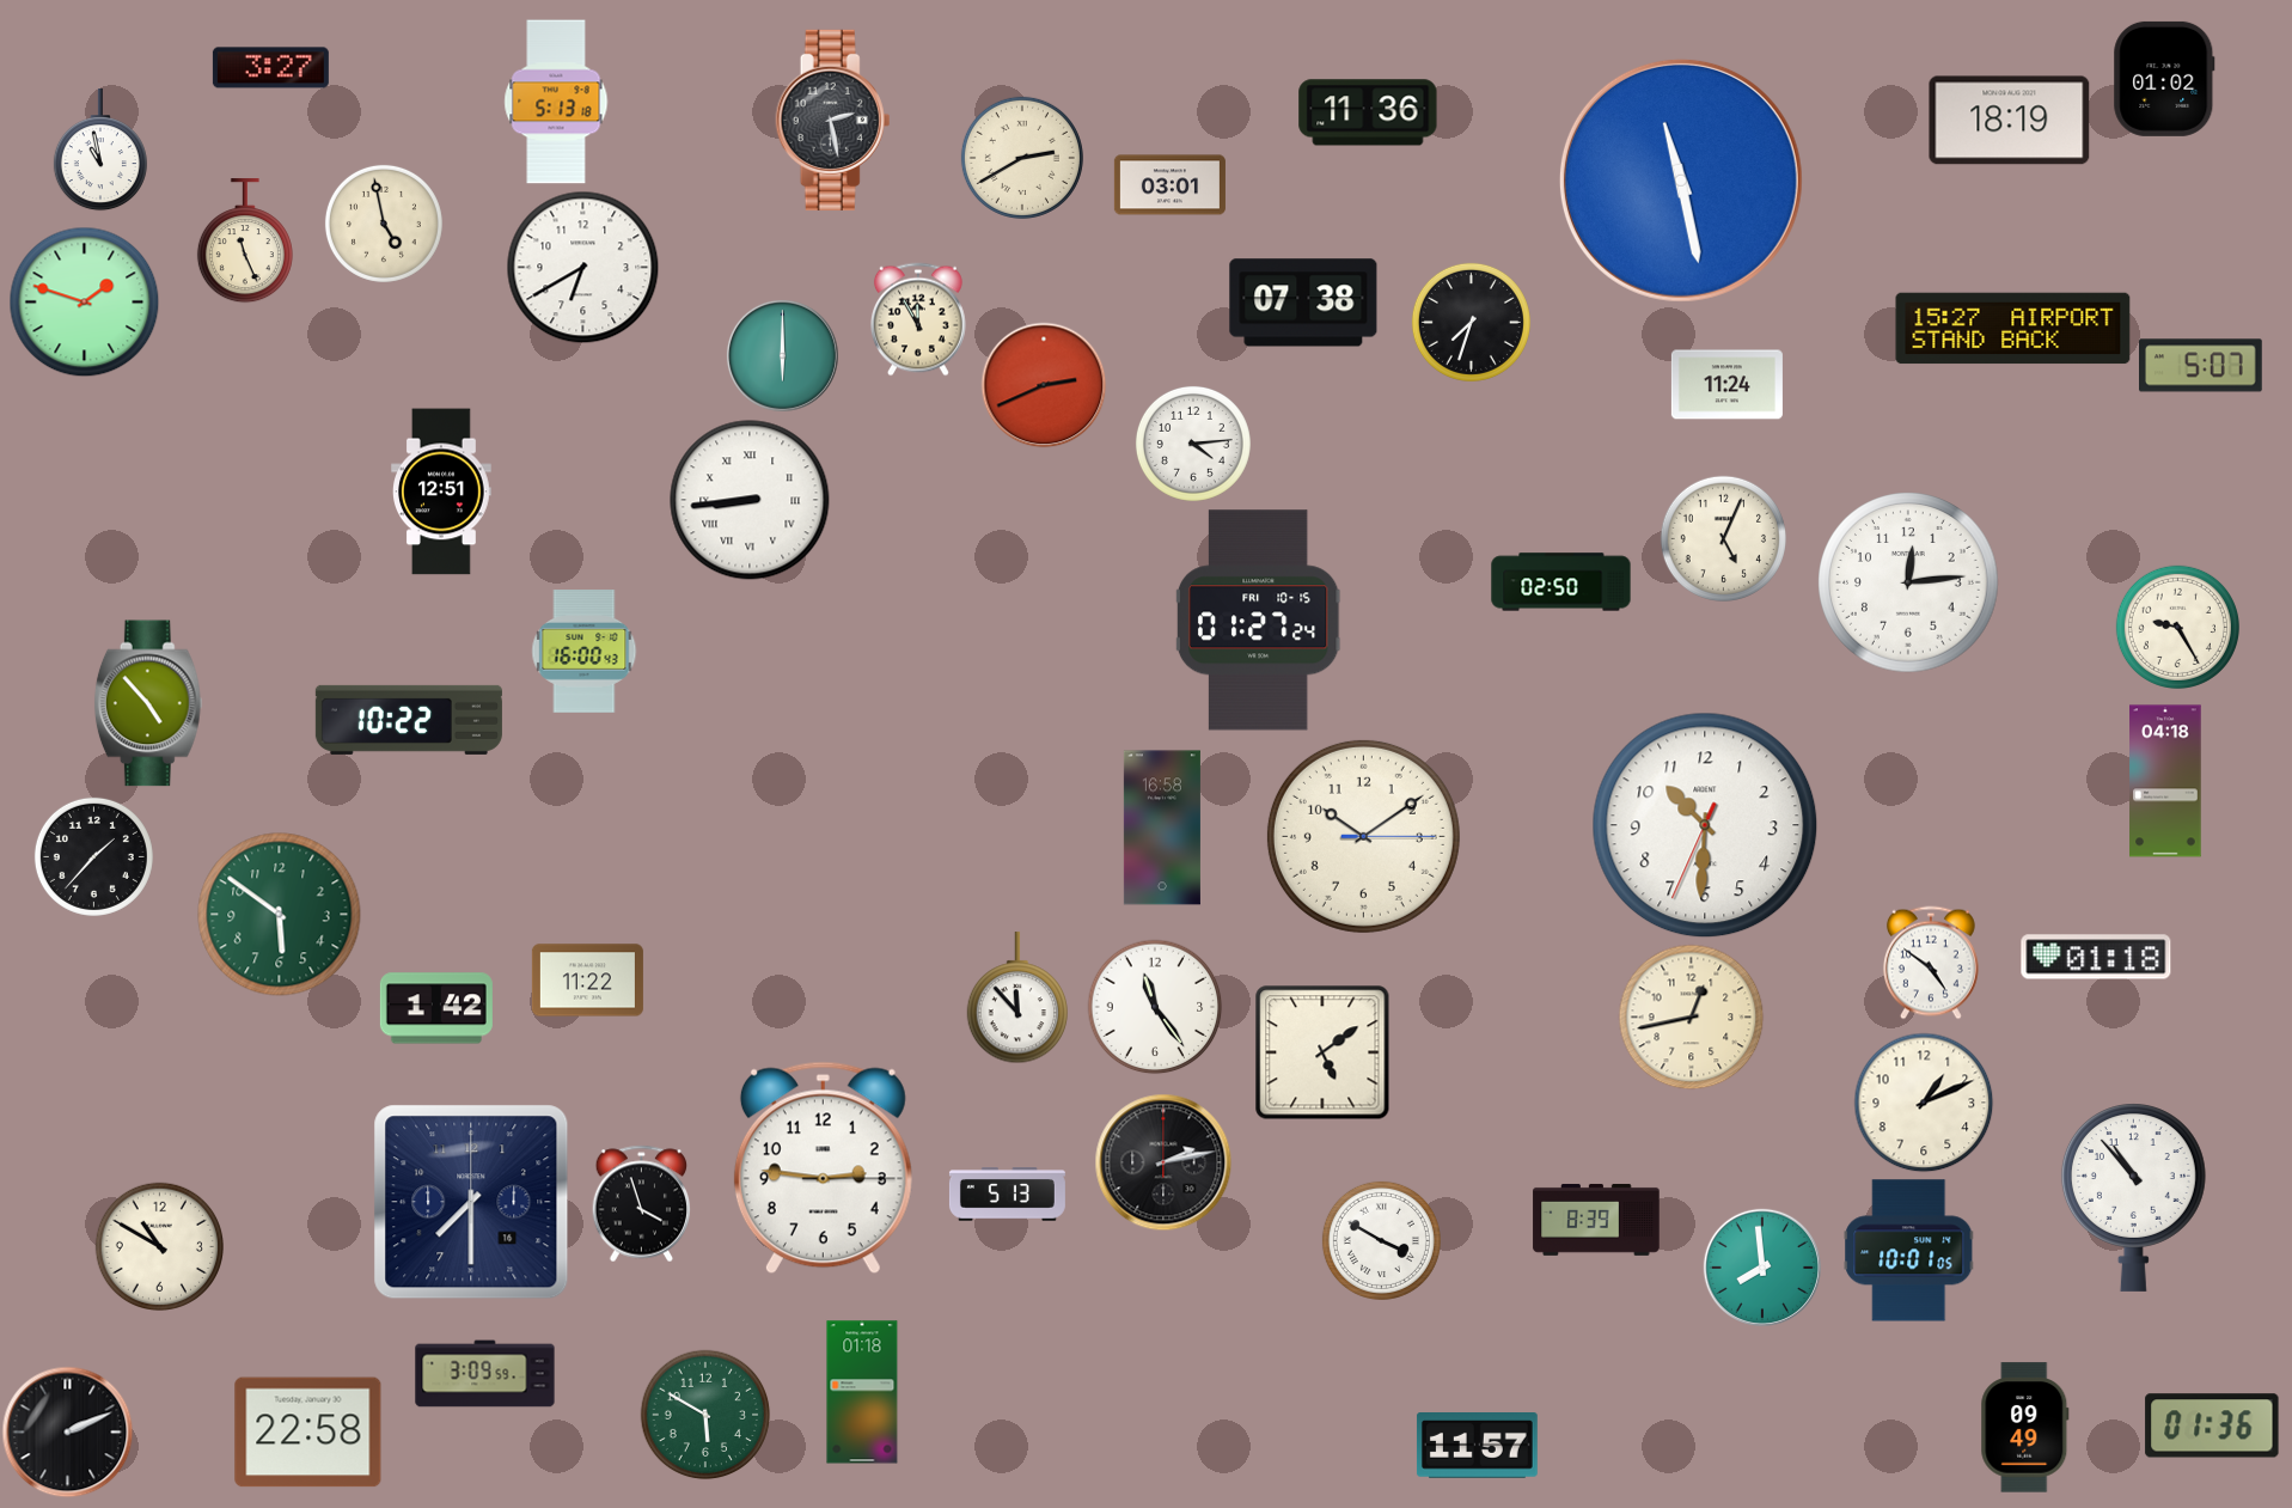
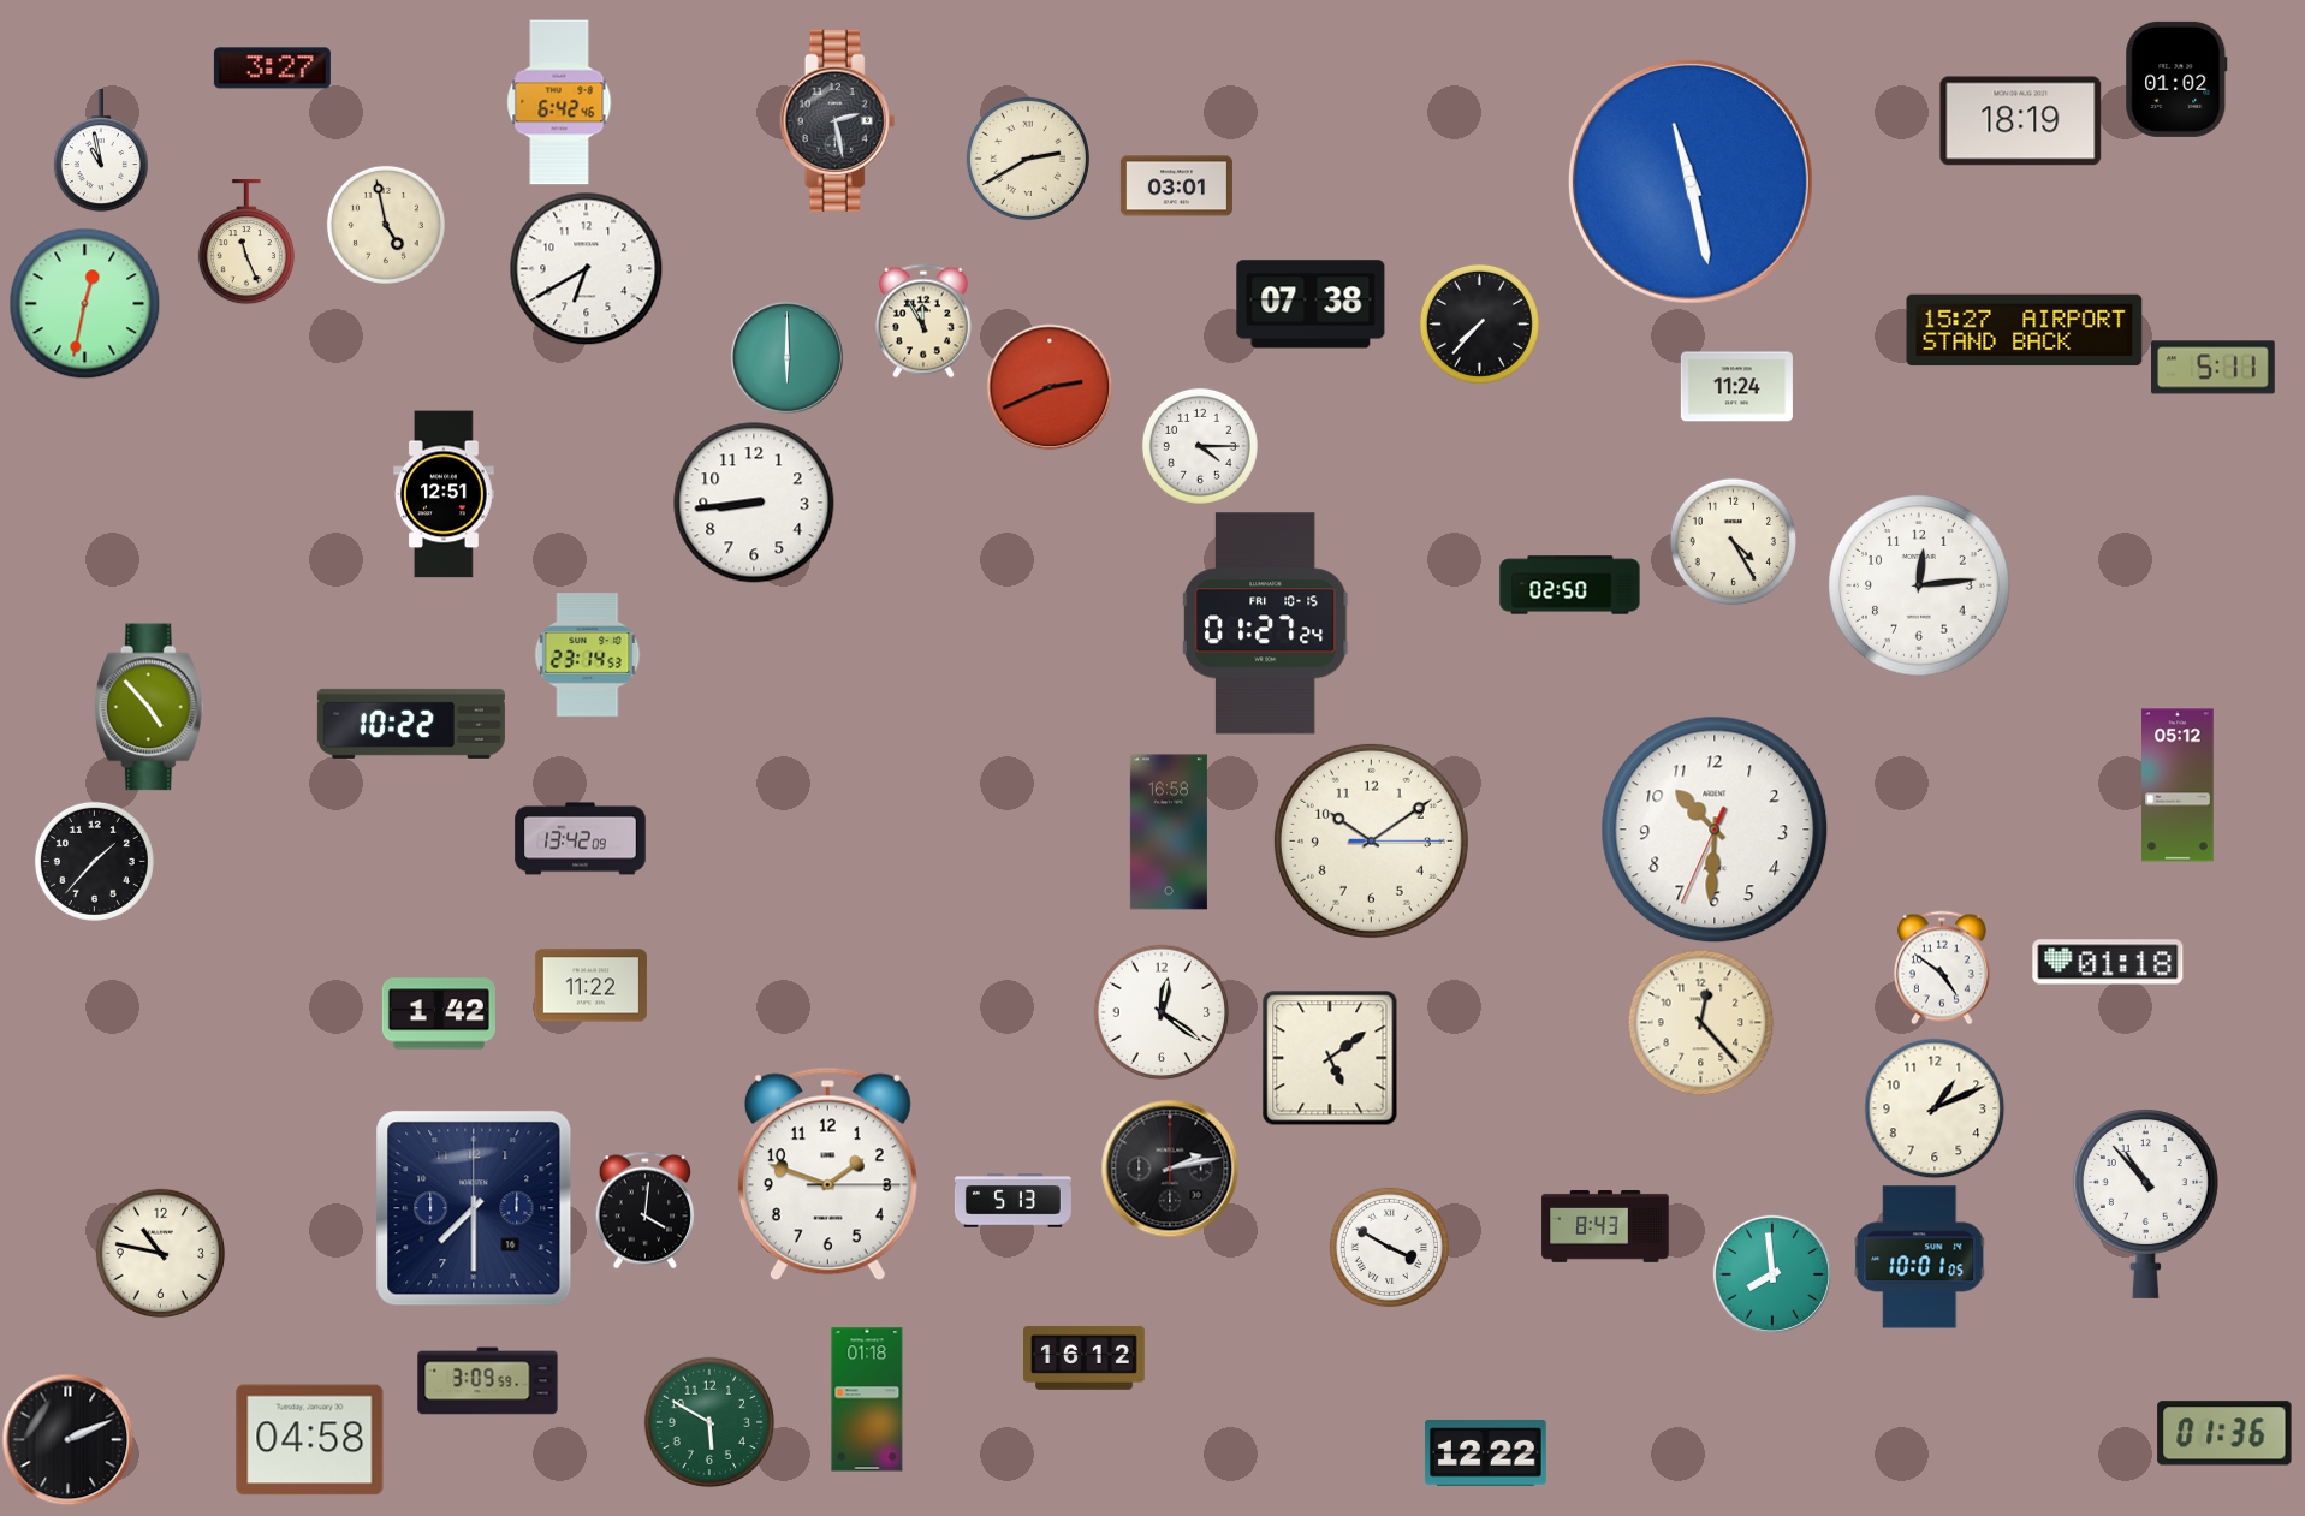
clock at (556, 102): 5:13 -> 6:42
clock at (1368, 112): 11:36 -> none
clock at (84, 301): 1:48 -> 12:32
clock at (1471, 322): 7:33 -> 7:37
clock at (2201, 366): 5:07 -> 5:11
clock at (1193, 444): 4:14 -> 4:15
clock at (750, 500) numerals: Roman -> Arabic
clock at (1723, 538): 5:04 -> 4:25
clock at (2177, 627): 9:25 -> none
clock at (585, 652): 16:00 -> 23:14
clock at (2165, 781): 04:18 -> 05:12
clock at (581, 839): none -> 13:42
clock at (280, 915): 5:51 -> none
clock at (1016, 997): 11:53 -> none
clock at (1155, 1007): 11:24 -> 12:21
clock at (1691, 1016): 12:43 -> 12:23
clock at (823, 1168): 2:46 -> 1:48
clock at (642, 1203): 3:57 -> 4:01
clock at (1596, 1220): 8:39 -> 8:43
clock at (159, 1246): 10:50 -> 10:47
clock at (1085, 1359): none -> 16:12
clock at (2025, 1428): 09:49 -> none
clock at (308, 1433): 22:58 -> 04:58
clock at (1477, 1446): 11:57 -> 12:22
